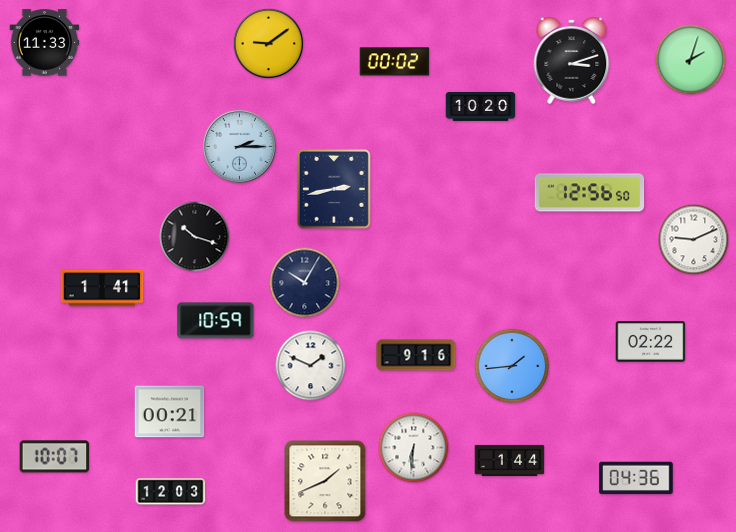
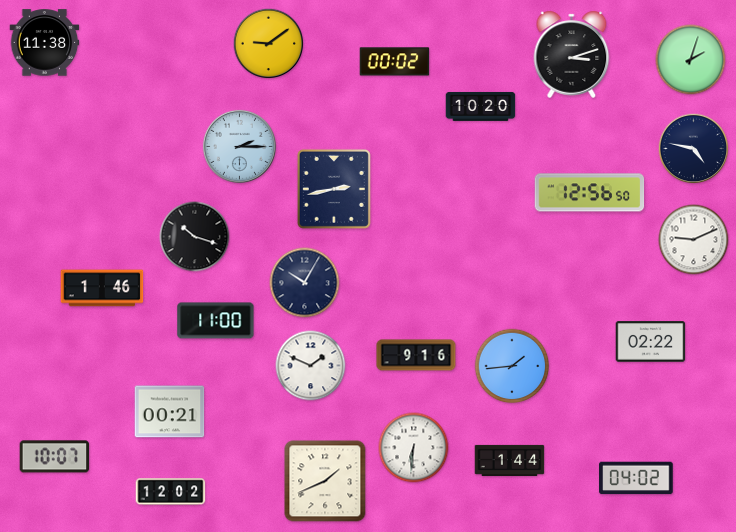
clock at (45, 43): 11:33 -> 11:38
clock at (572, 60) position: (572, 60) -> (572, 54)
clock at (694, 149): none -> 4:47
clock at (102, 288): 1:41 -> 1:46
clock at (216, 321): 10:59 -> 11:00
clock at (636, 478): 04:36 -> 04:02
clock at (171, 492): 12:03 -> 12:02
